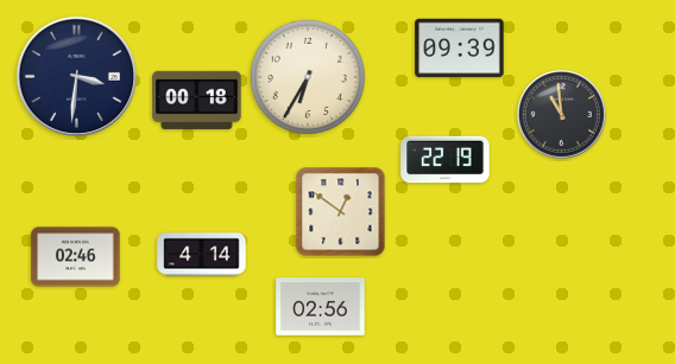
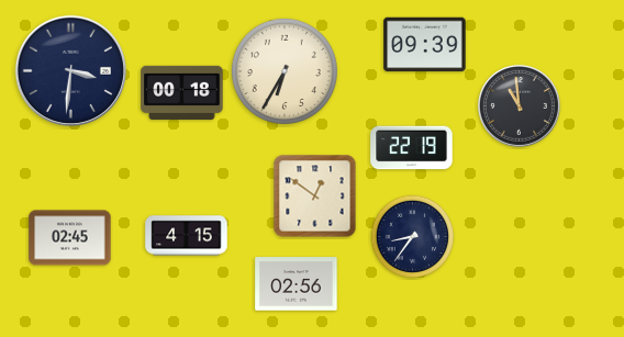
clock at (202, 255): 4:14 -> 4:15
clock at (413, 237): none -> 8:36
clock at (76, 257): 02:46 -> 02:45
